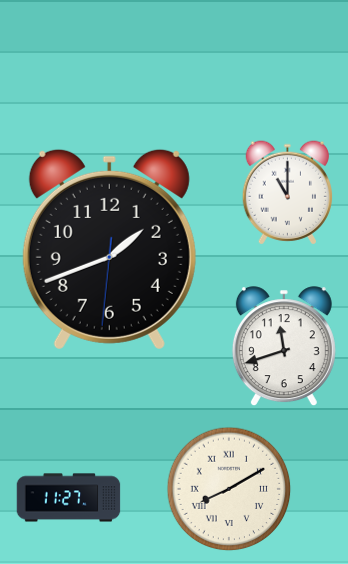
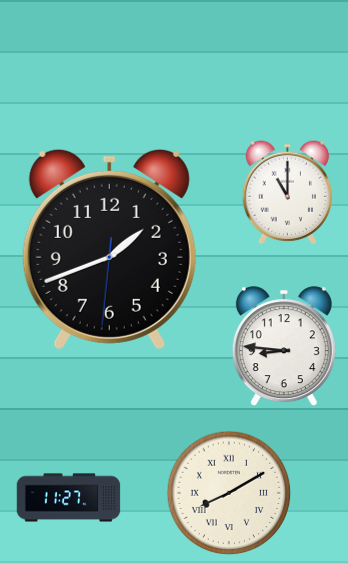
clock at (284, 347): 11:42 -> 8:46
clock at (229, 489) position: (229, 489) -> (229, 493)
